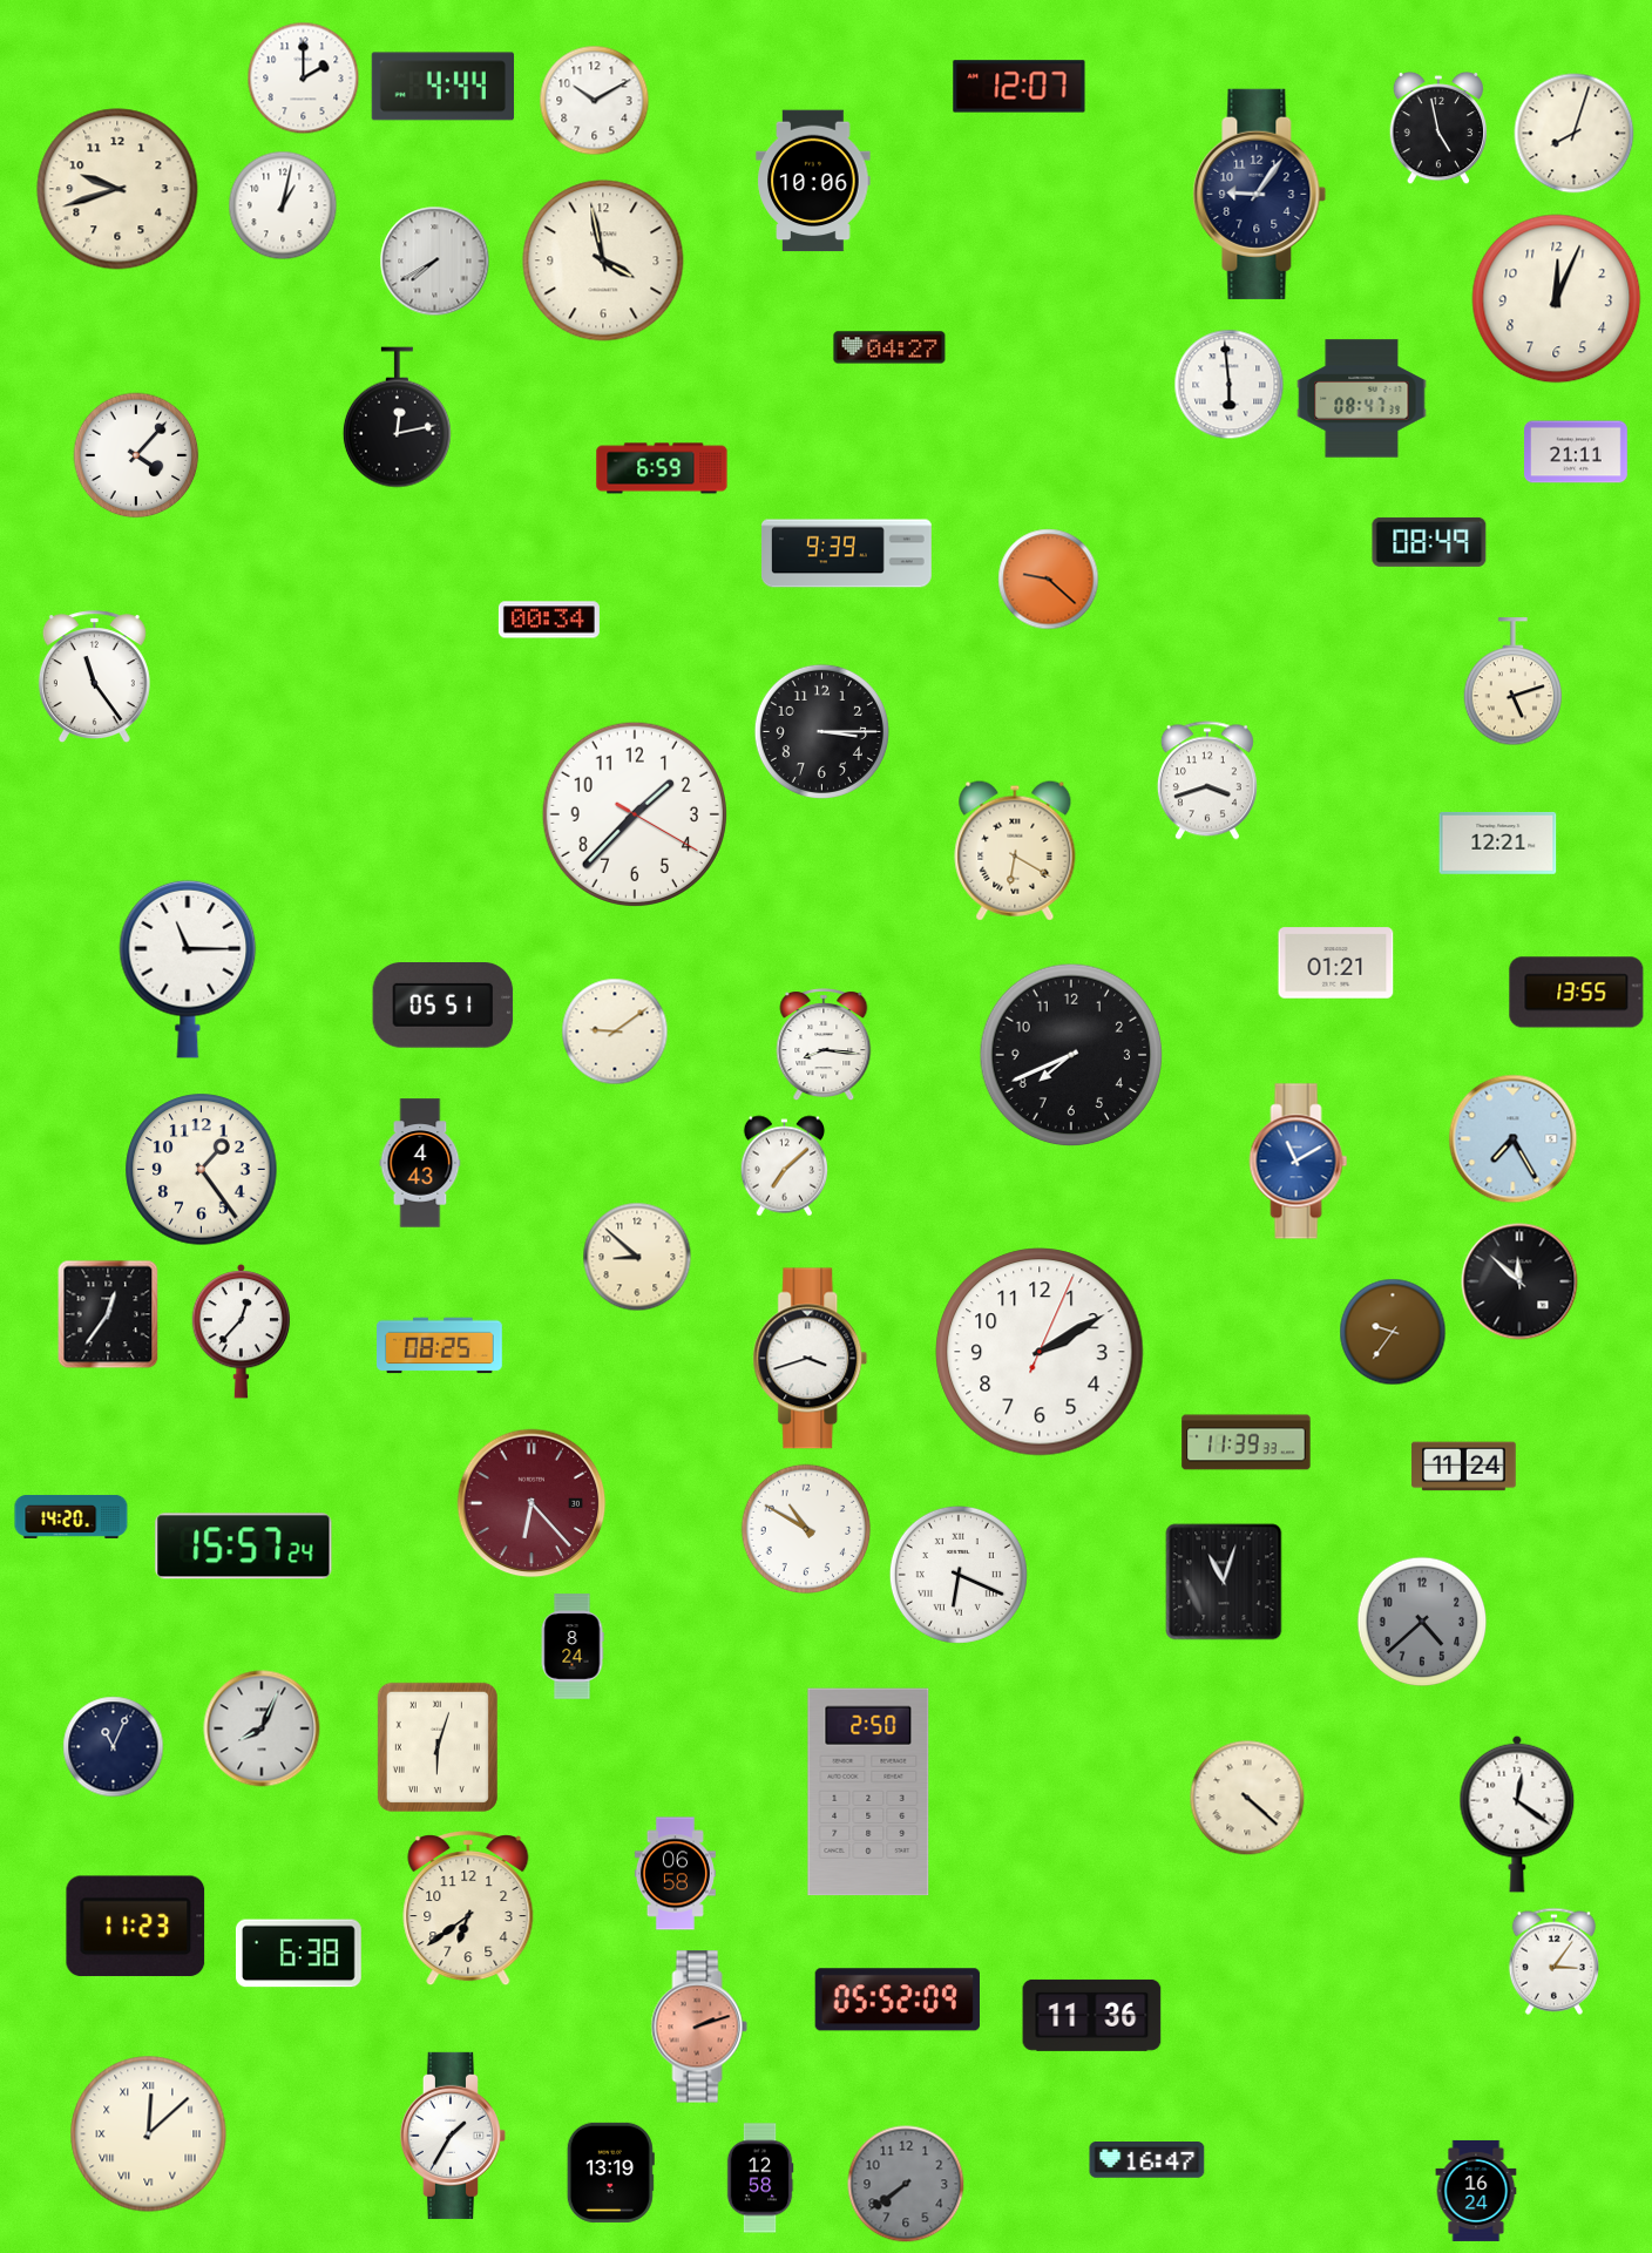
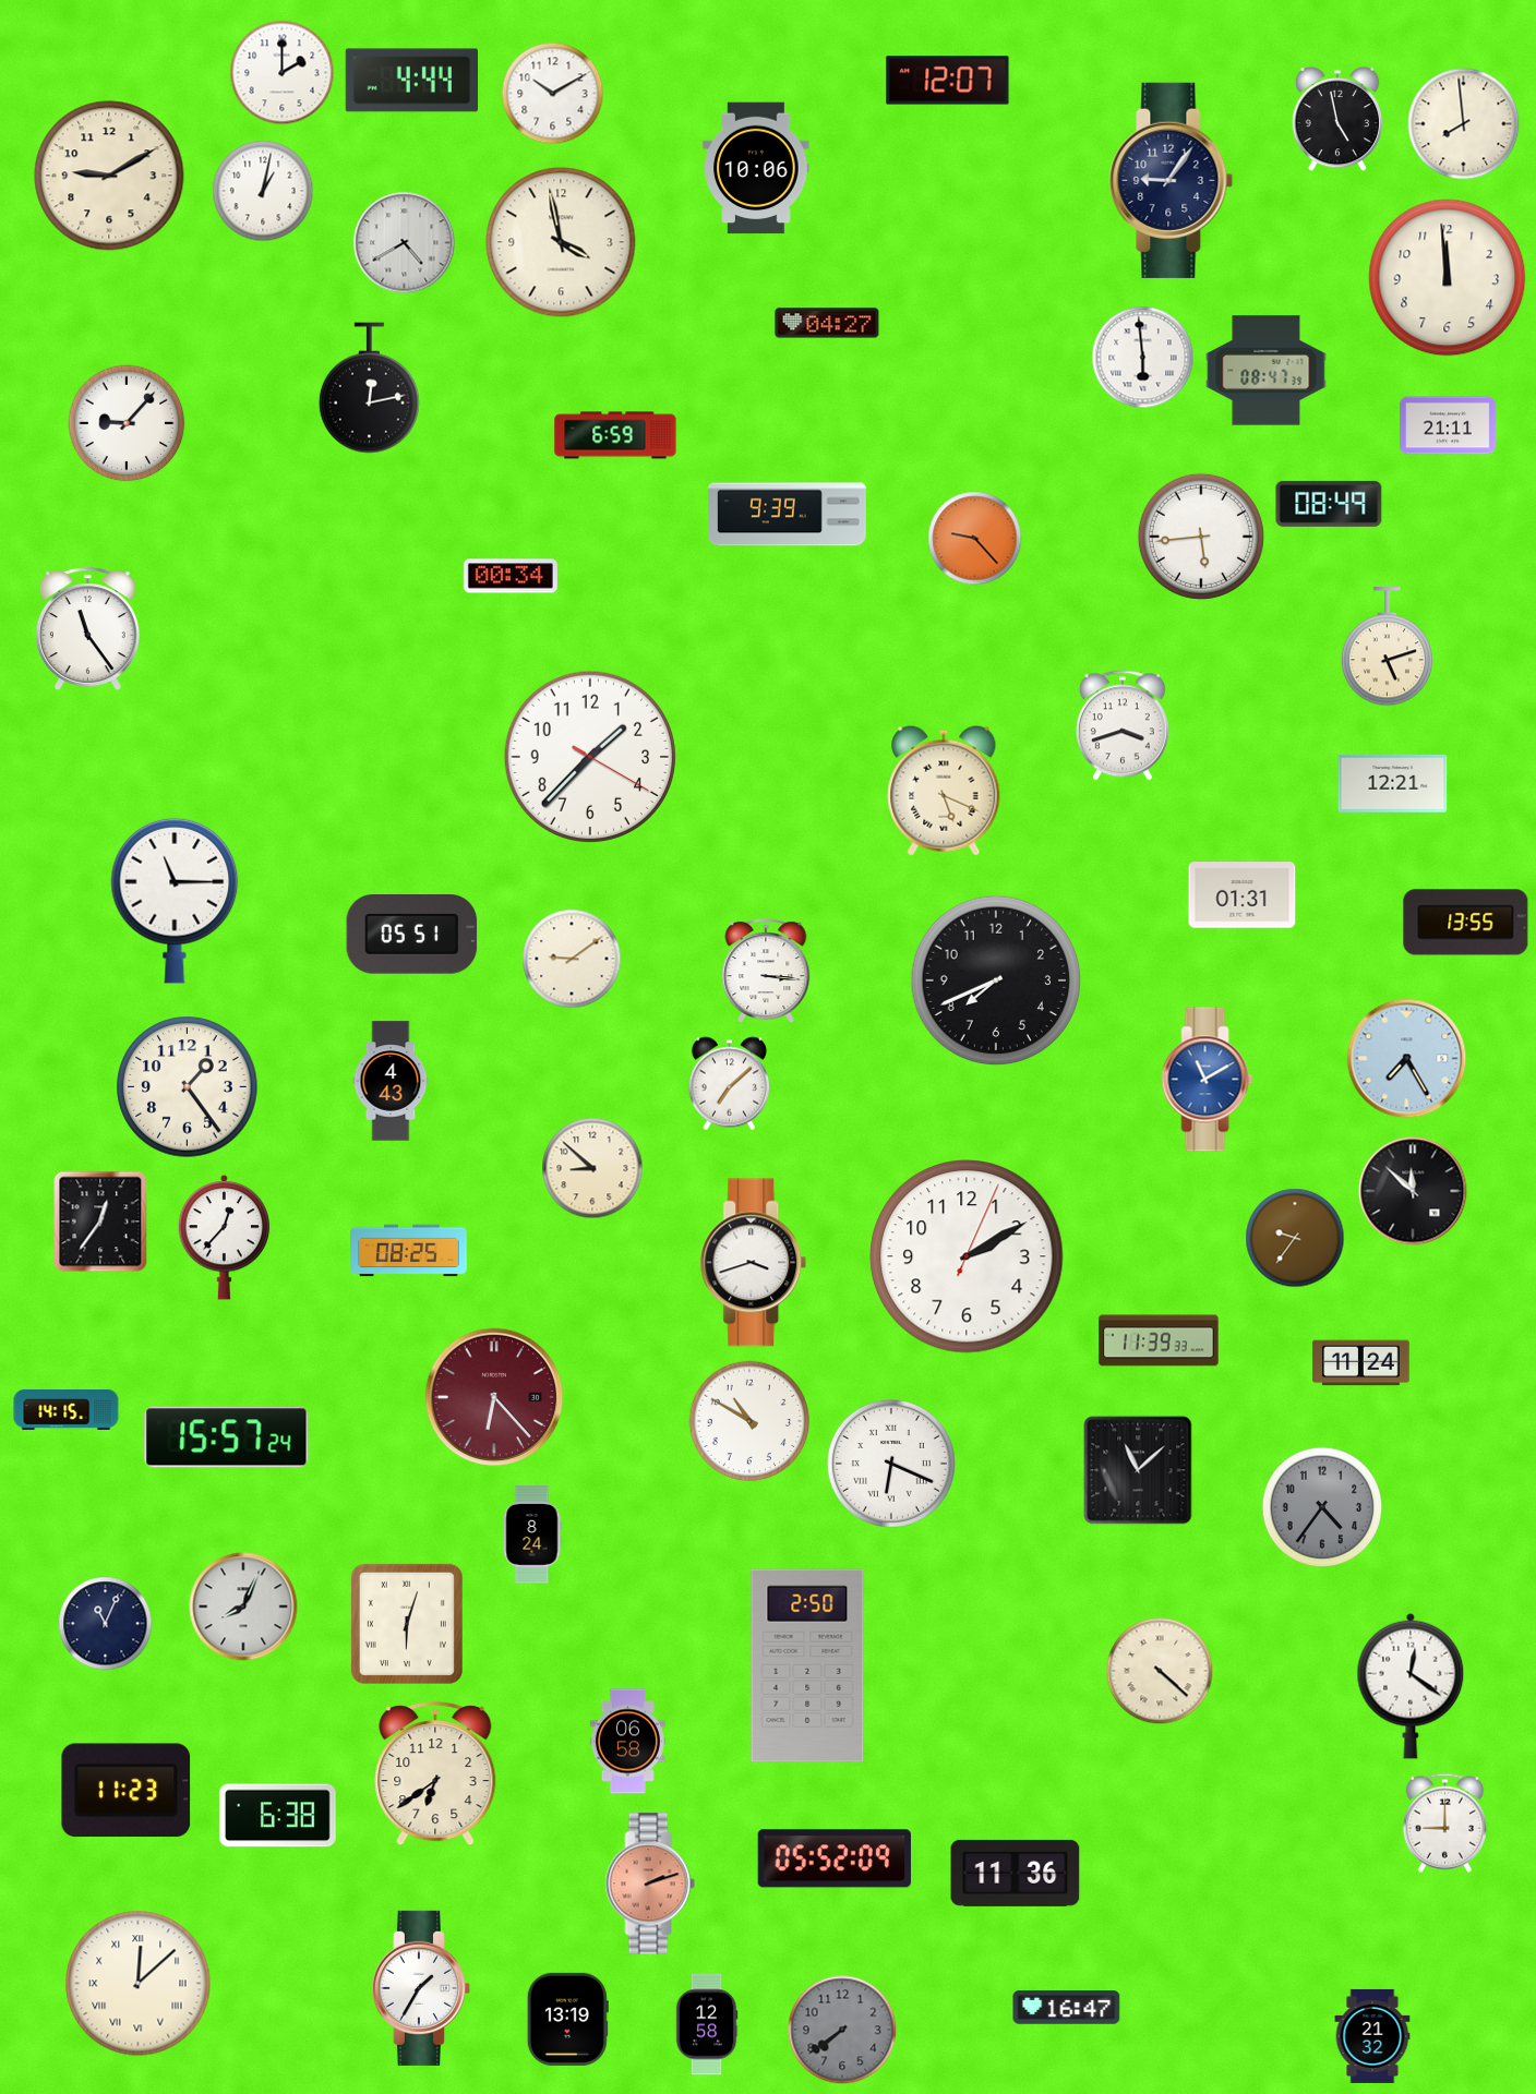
clock at (1575, 134): 8:03 -> 7:59
clock at (117, 189): 9:42 -> 9:10
clock at (435, 262): 7:40 -> 4:40
clock at (1557, 299): 12:04 -> 11:59
clock at (1576, 452) position: (1576, 452) -> (1448, 425)
clock at (136, 455): 4:07 -> 9:07
clock at (1201, 537): none -> 5:44
clock at (1049, 580): 9:22 -> 9:23
clock at (1514, 682) position: (1514, 682) -> (1388, 647)
clock at (821, 731): 3:15 -> none
clock at (1015, 851): 6:20 -> 5:19
clock at (1336, 963): 01:21 -> 01:31
clock at (824, 1046): 8:16 -> 3:16
clock at (72, 1516): 14:20 -> 14:15
clock at (1224, 1582): 11:03 -> 11:08
clock at (1422, 1622): 4:38 -> 4:36
clock at (573, 1646) position: (573, 1646) -> (532, 1535)
clock at (1553, 1961): 3:06 -> 9:00
clock at (453, 2136) position: (453, 2136) -> (421, 1988)
clock at (1476, 2191): 16:24 -> 21:32
